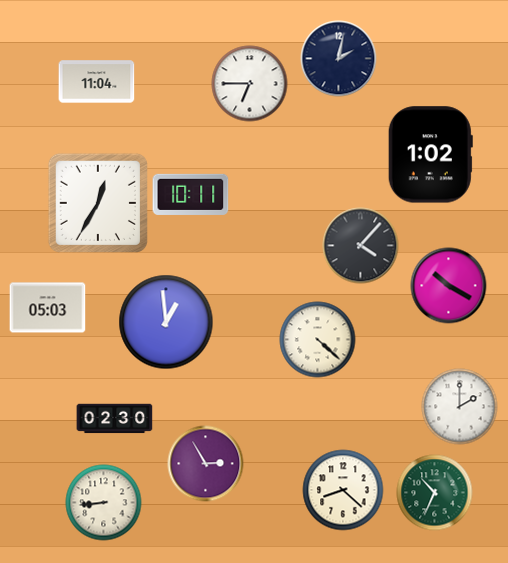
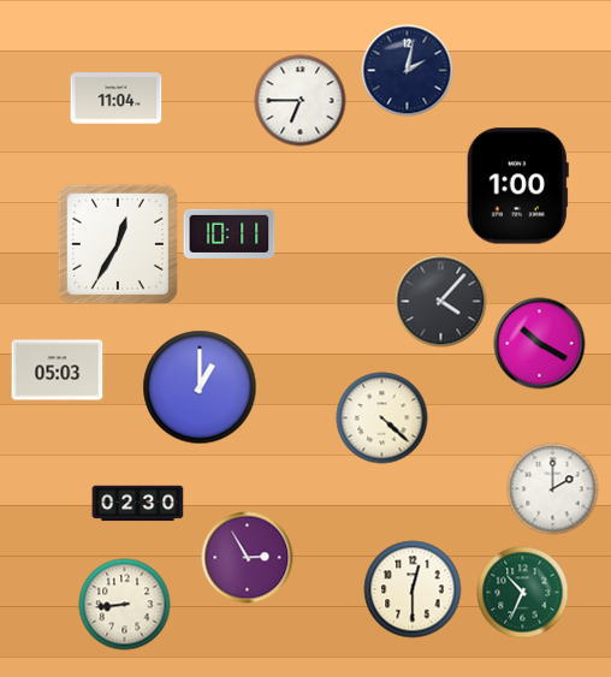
clock at (430, 155): 1:02 -> 1:00
clock at (361, 246) position: (361, 246) -> (441, 302)
clock at (166, 322): 12:59 -> 1:00
clock at (318, 340) position: (318, 340) -> (382, 418)
clock at (343, 490): 8:22 -> 12:30
